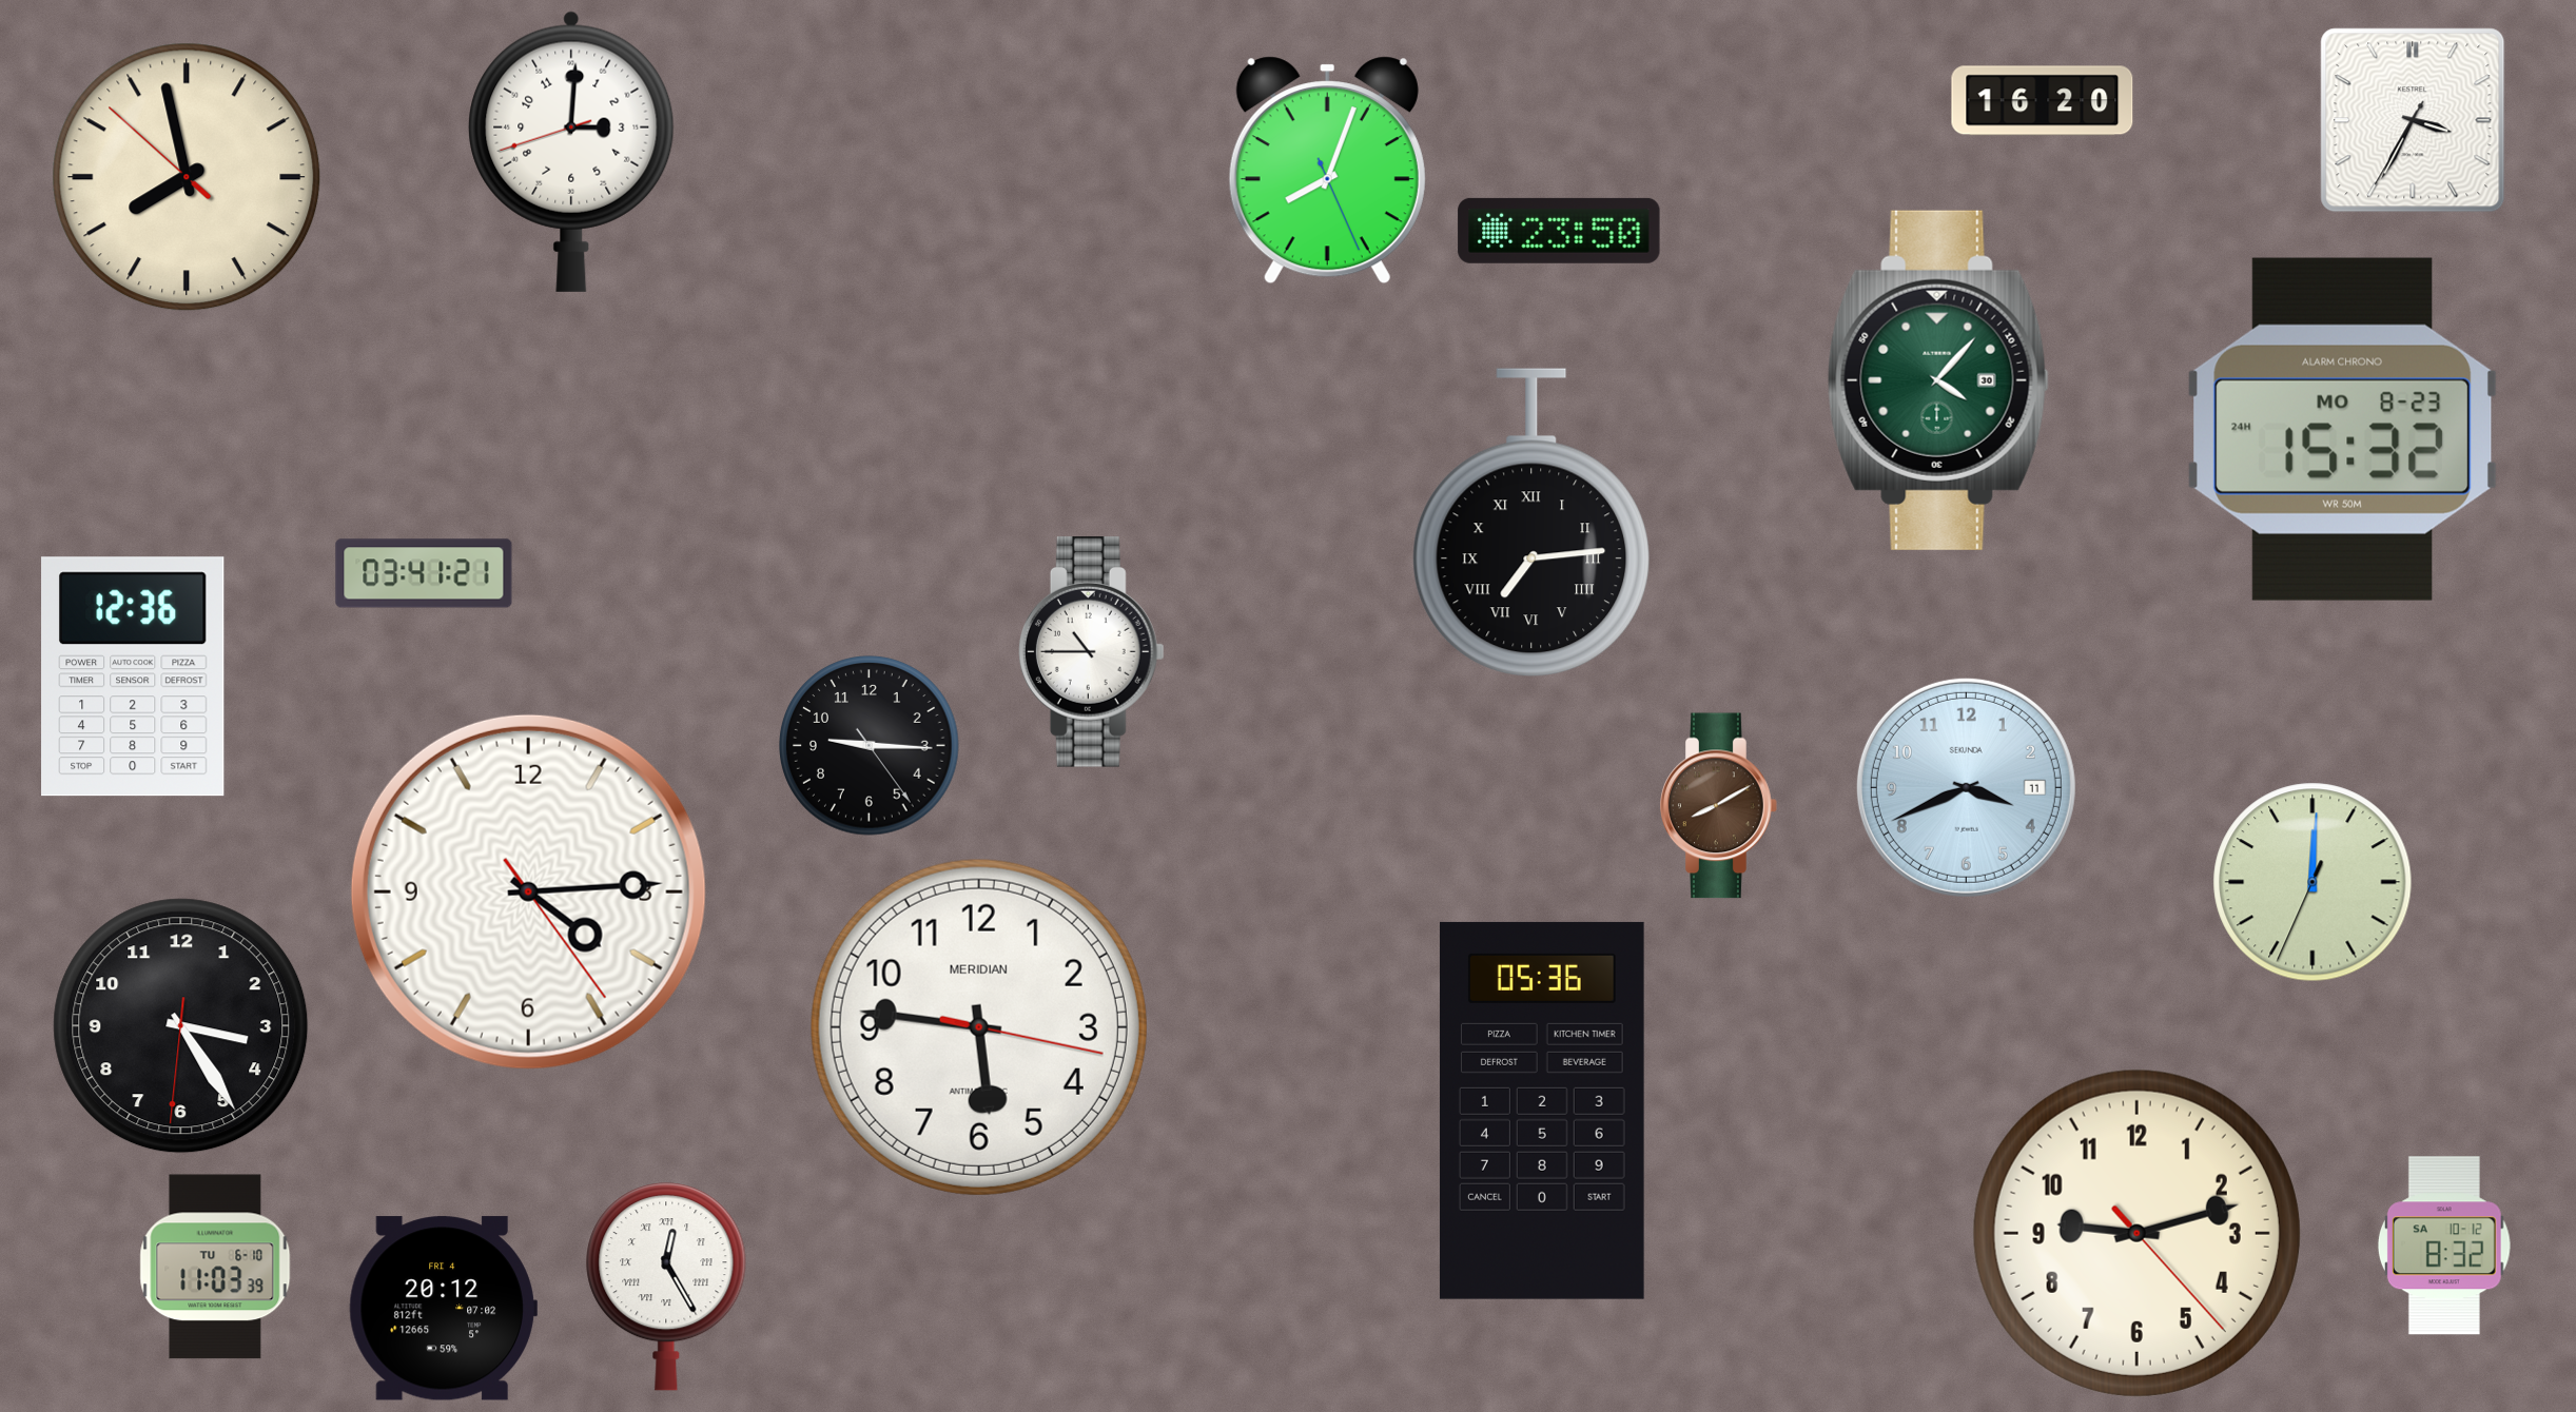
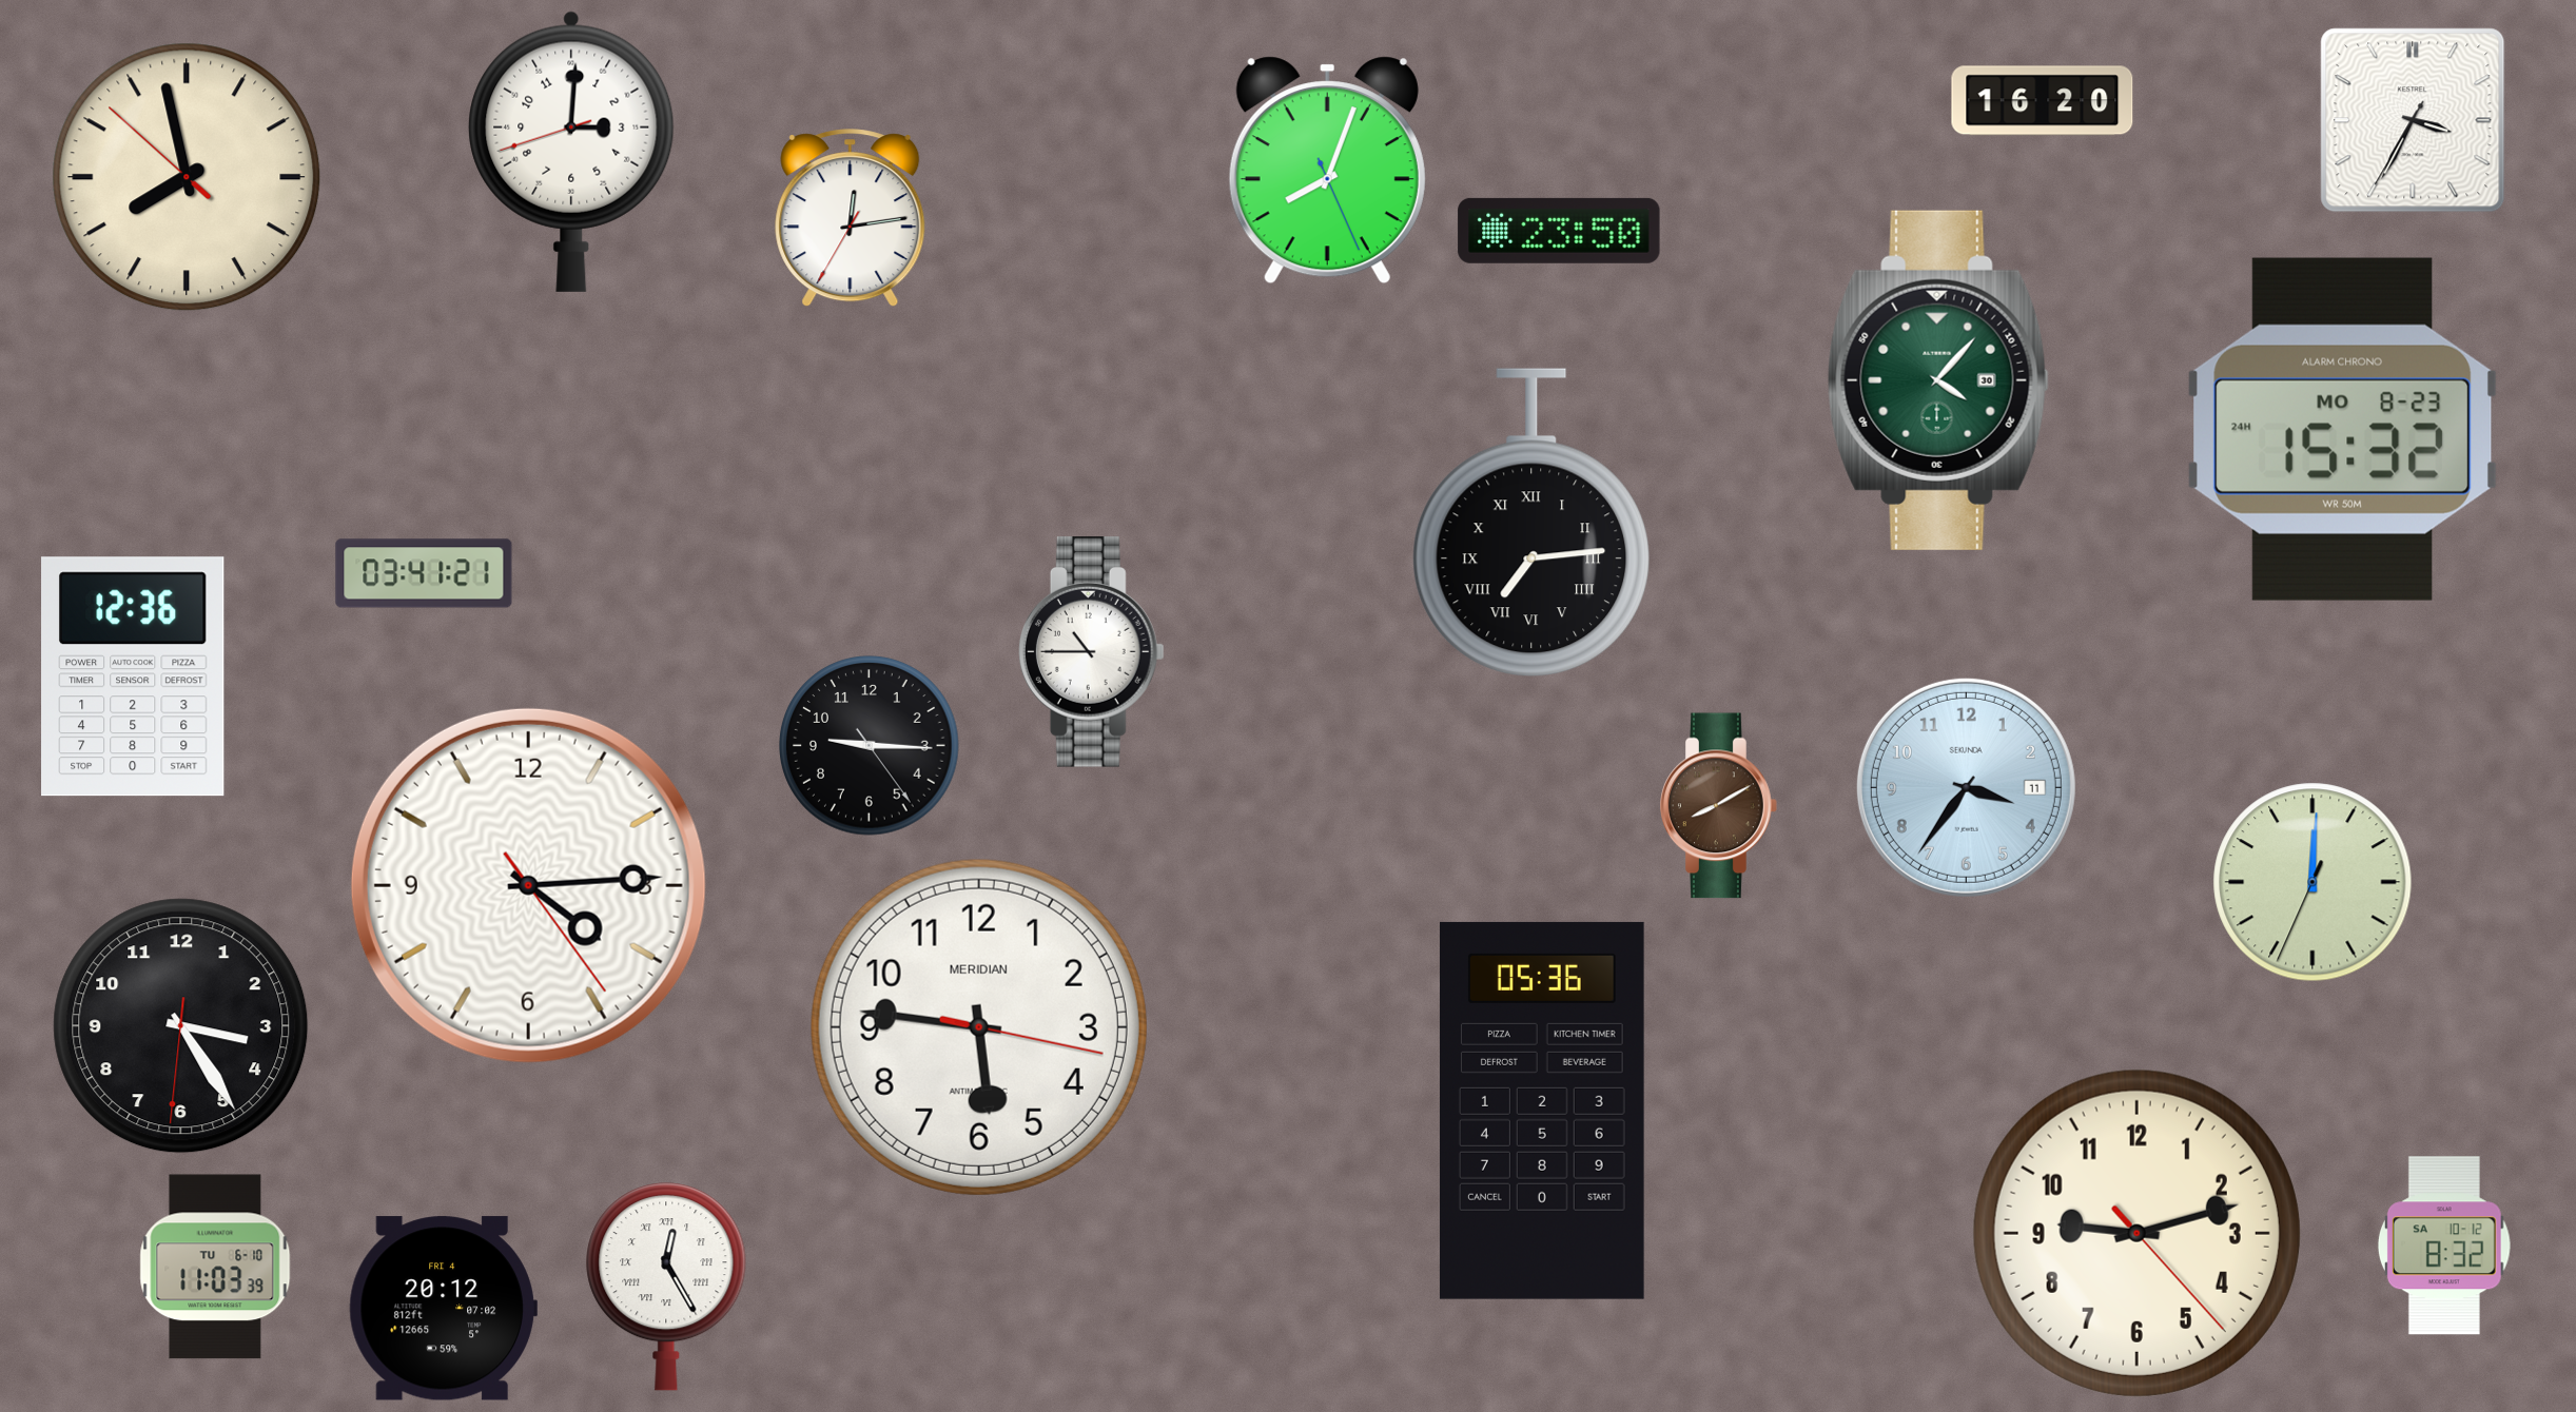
clock at (851, 218): none -> 12:13
clock at (1966, 787): 3:41 -> 3:36
clock at (528, 891) position: (528, 891) -> (528, 885)
